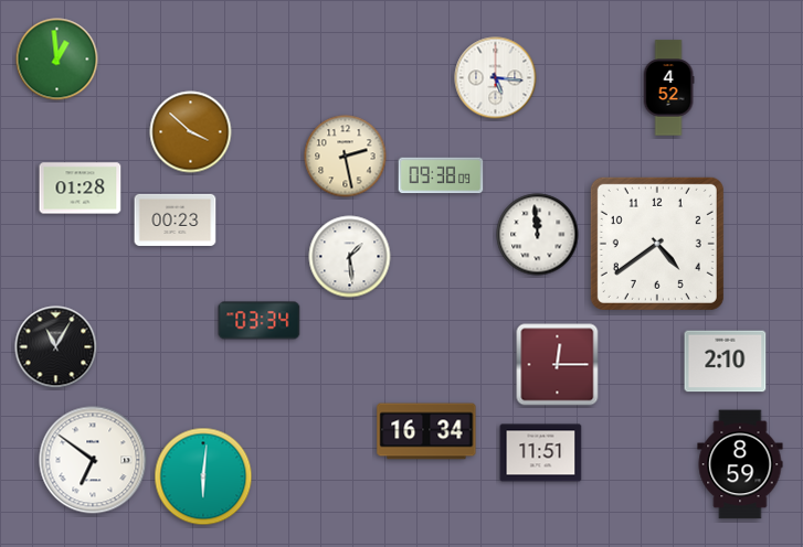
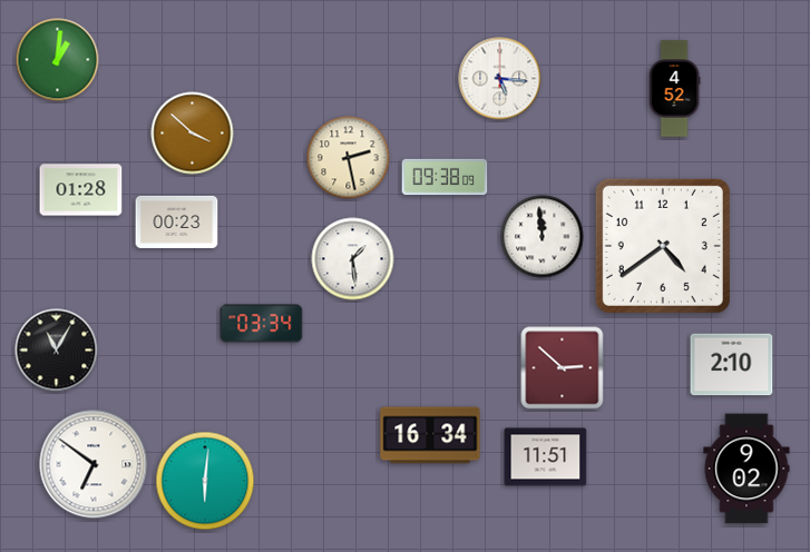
clock at (57, 60): 12:59 -> 1:01
clock at (558, 365): 12:15 -> 2:52
clock at (740, 464): 8:59 -> 9:02
